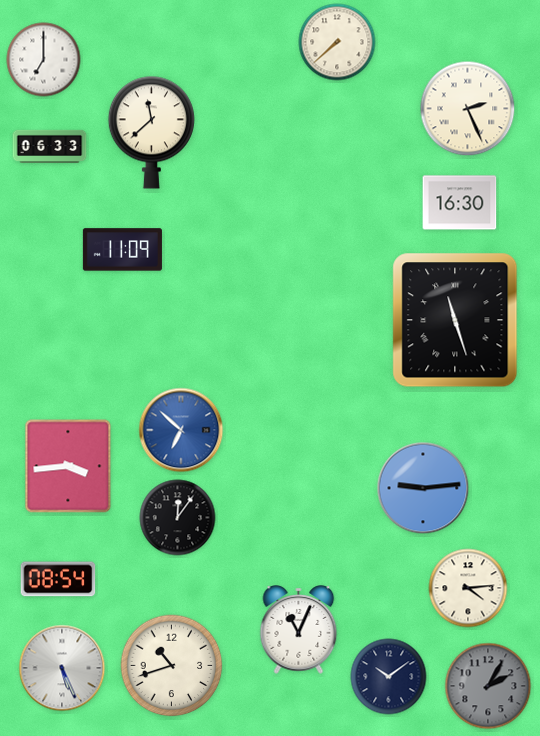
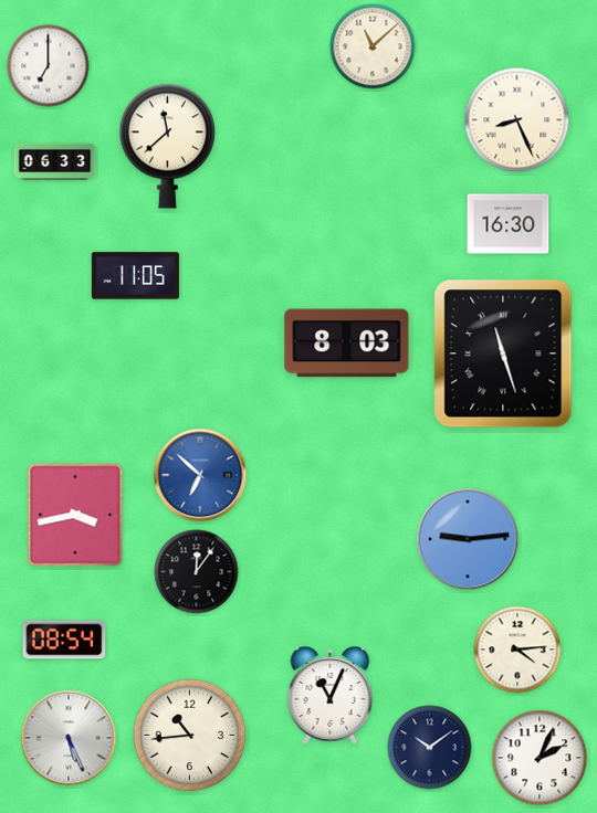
clock at (337, 42): 7:38 -> 11:08
clock at (468, 109): 2:26 -> 8:26
clock at (122, 250): 11:09 -> 11:05
clock at (347, 344): none -> 8:03
clock at (68, 466): 3:44 -> 3:43
clock at (172, 666): 10:42 -> 10:44
clock at (488, 686): 2:05 -> 2:04
clock at (488, 686) dial: grey -> white
